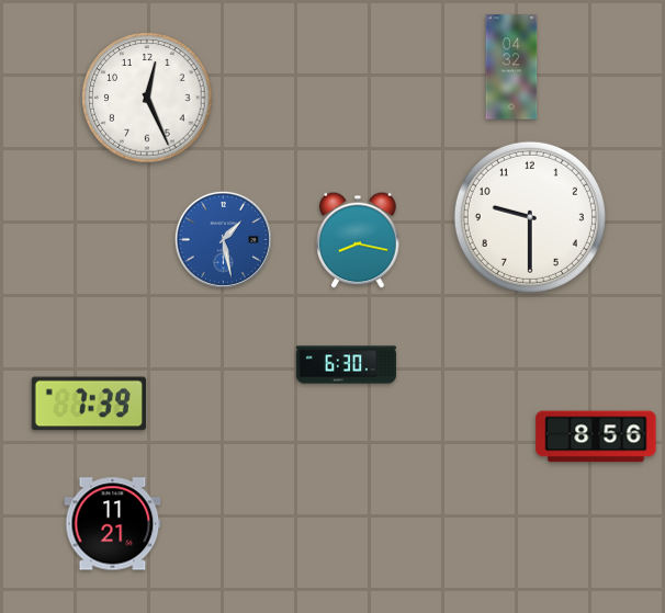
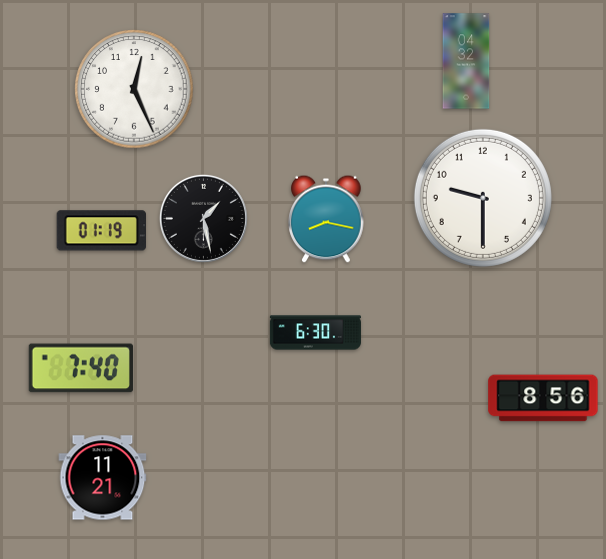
clock at (223, 239) dial: blue -> black
clock at (102, 231): none -> 01:19
clock at (89, 404): 7:39 -> 7:40
